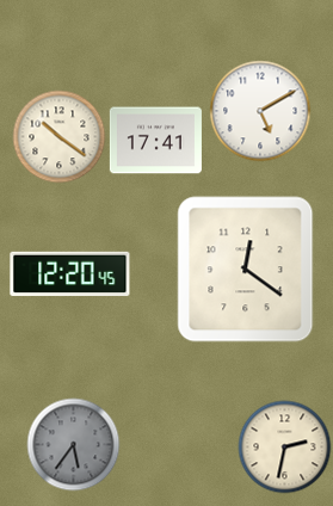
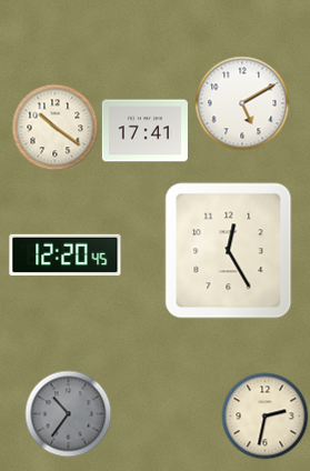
clock at (246, 270): 12:21 -> 12:25
clock at (73, 444): 5:36 -> 10:36
